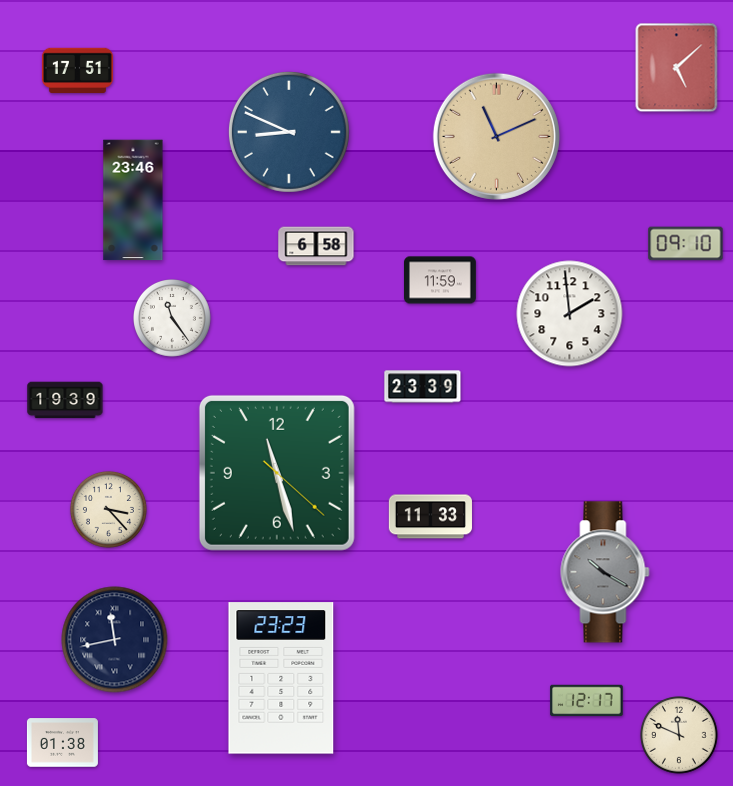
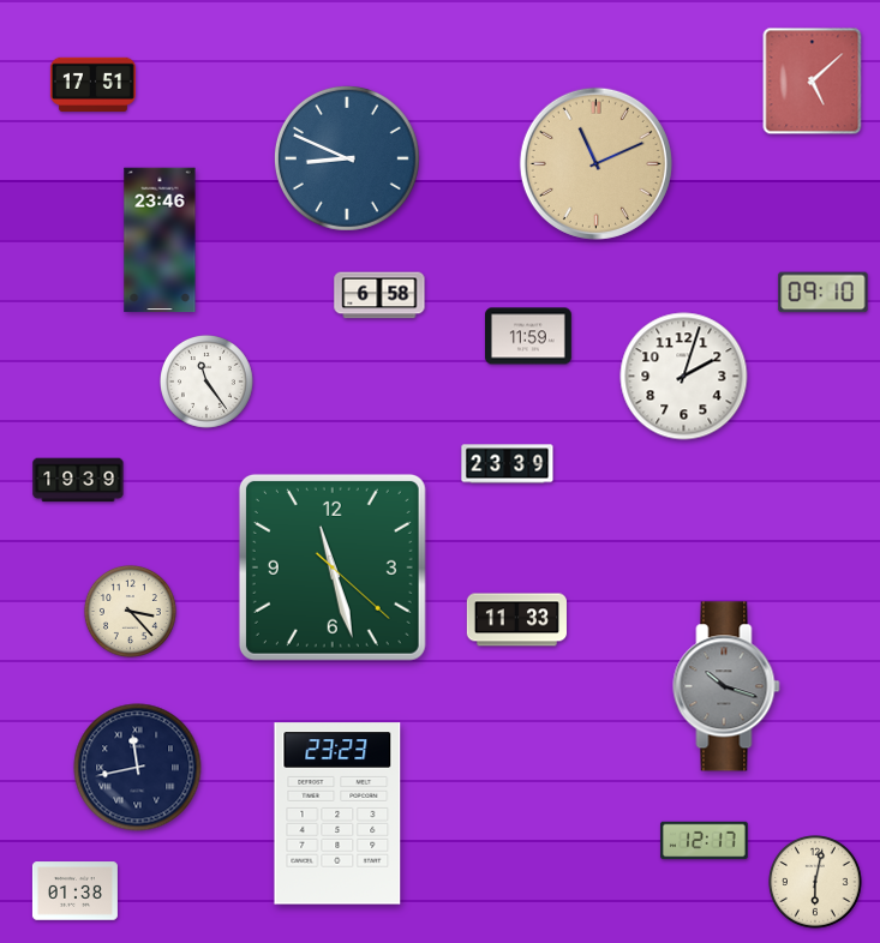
clock at (570, 314): 1:59 -> 2:03
clock at (605, 572): 10:20 -> 10:18
clock at (680, 736): 11:49 -> 6:02
